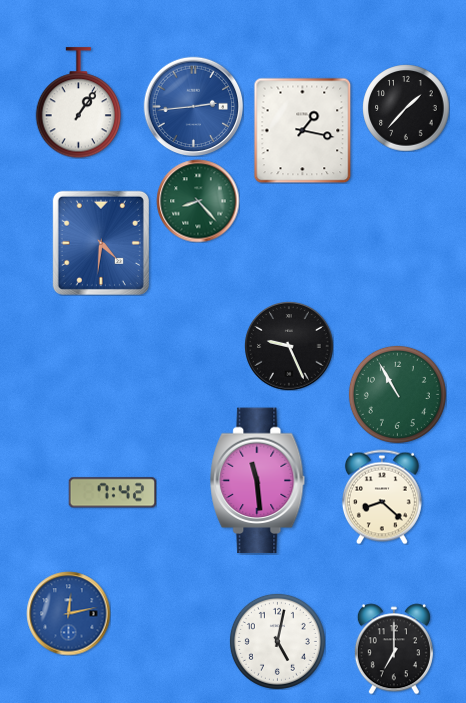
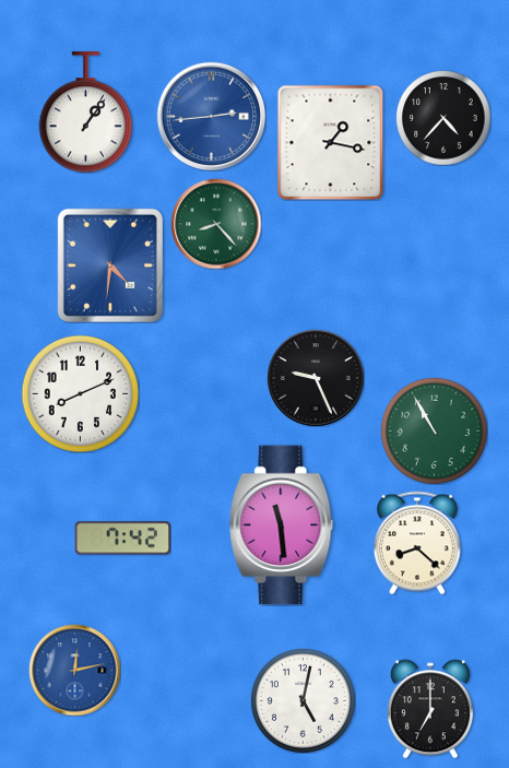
clock at (406, 108): 1:37 -> 4:37
clock at (198, 201) position: (198, 201) -> (216, 224)
clock at (80, 393): none -> 8:11
